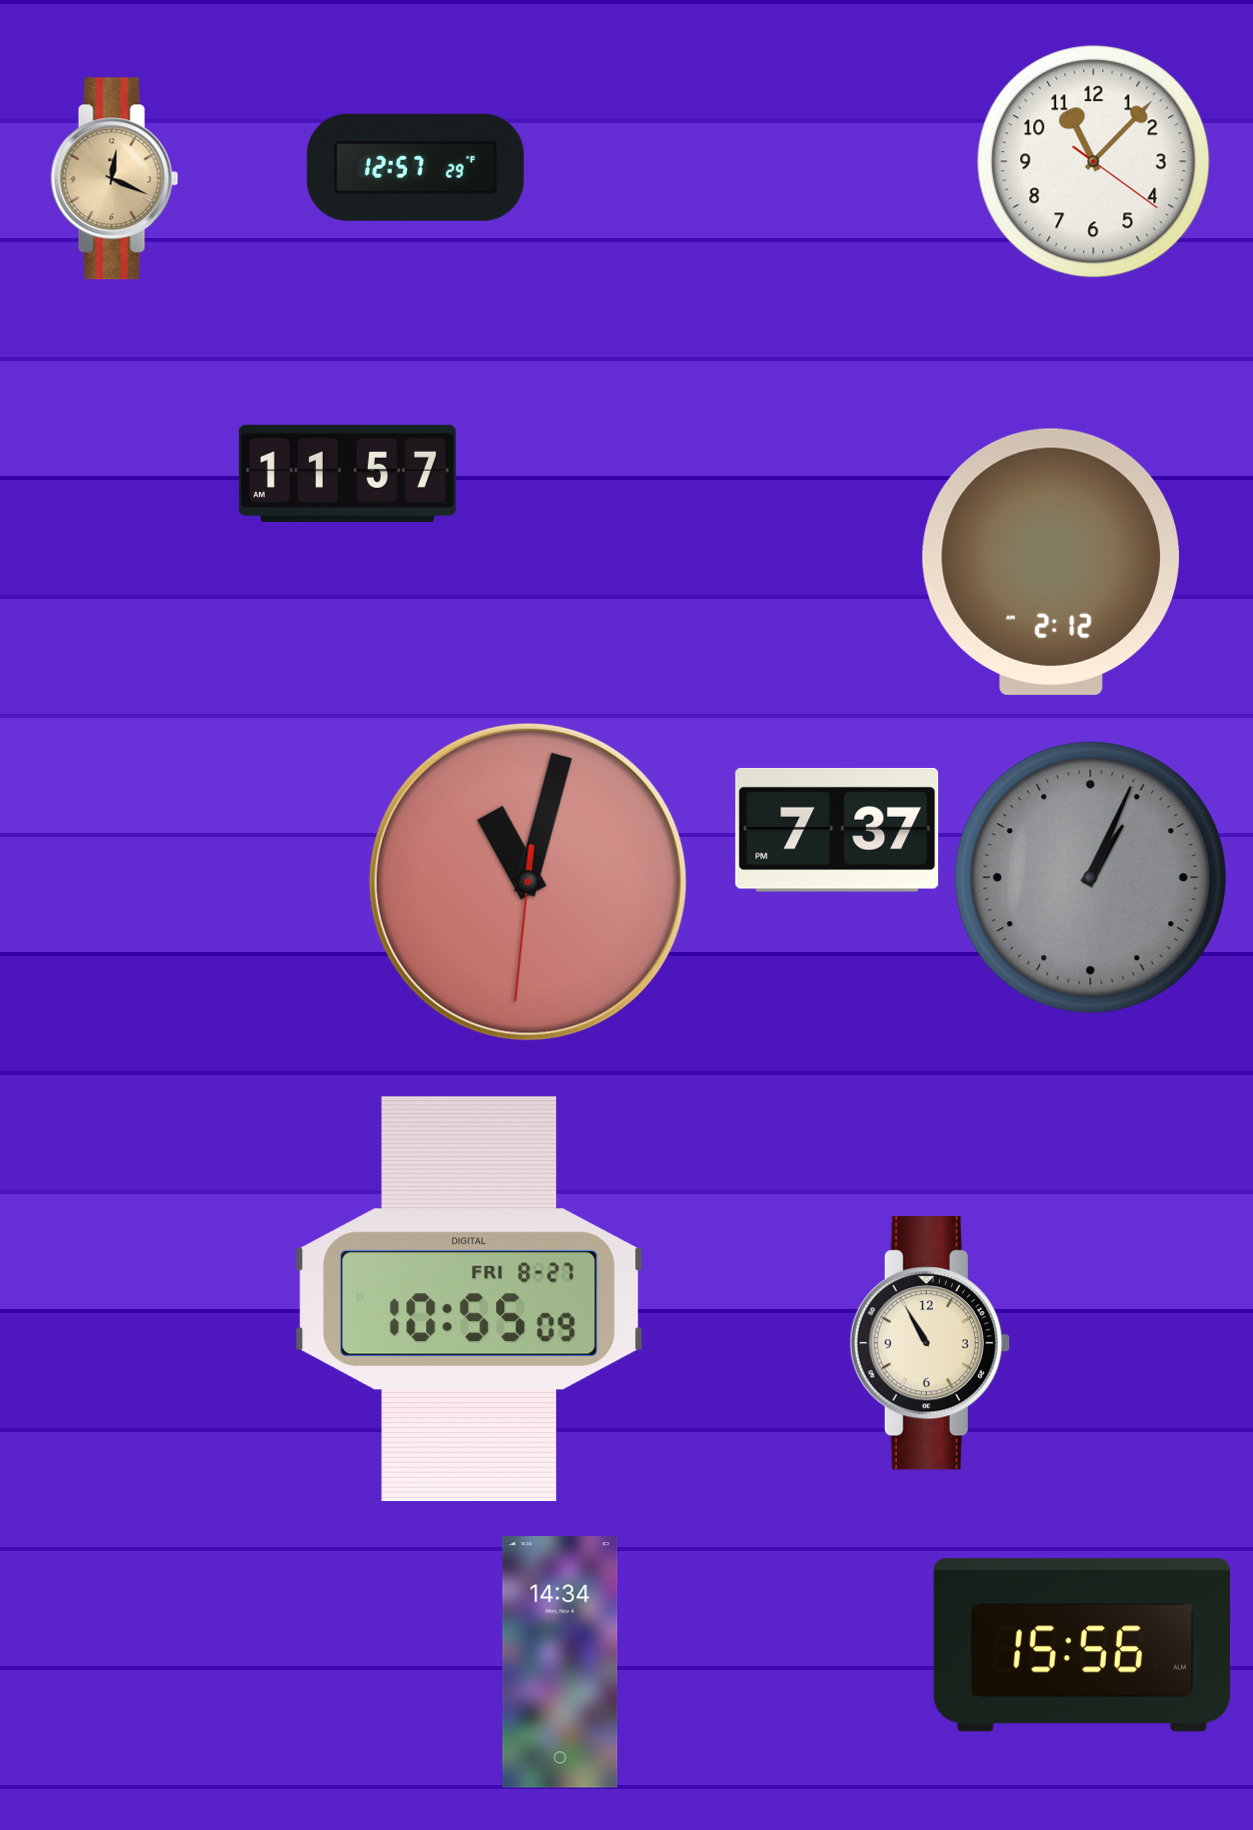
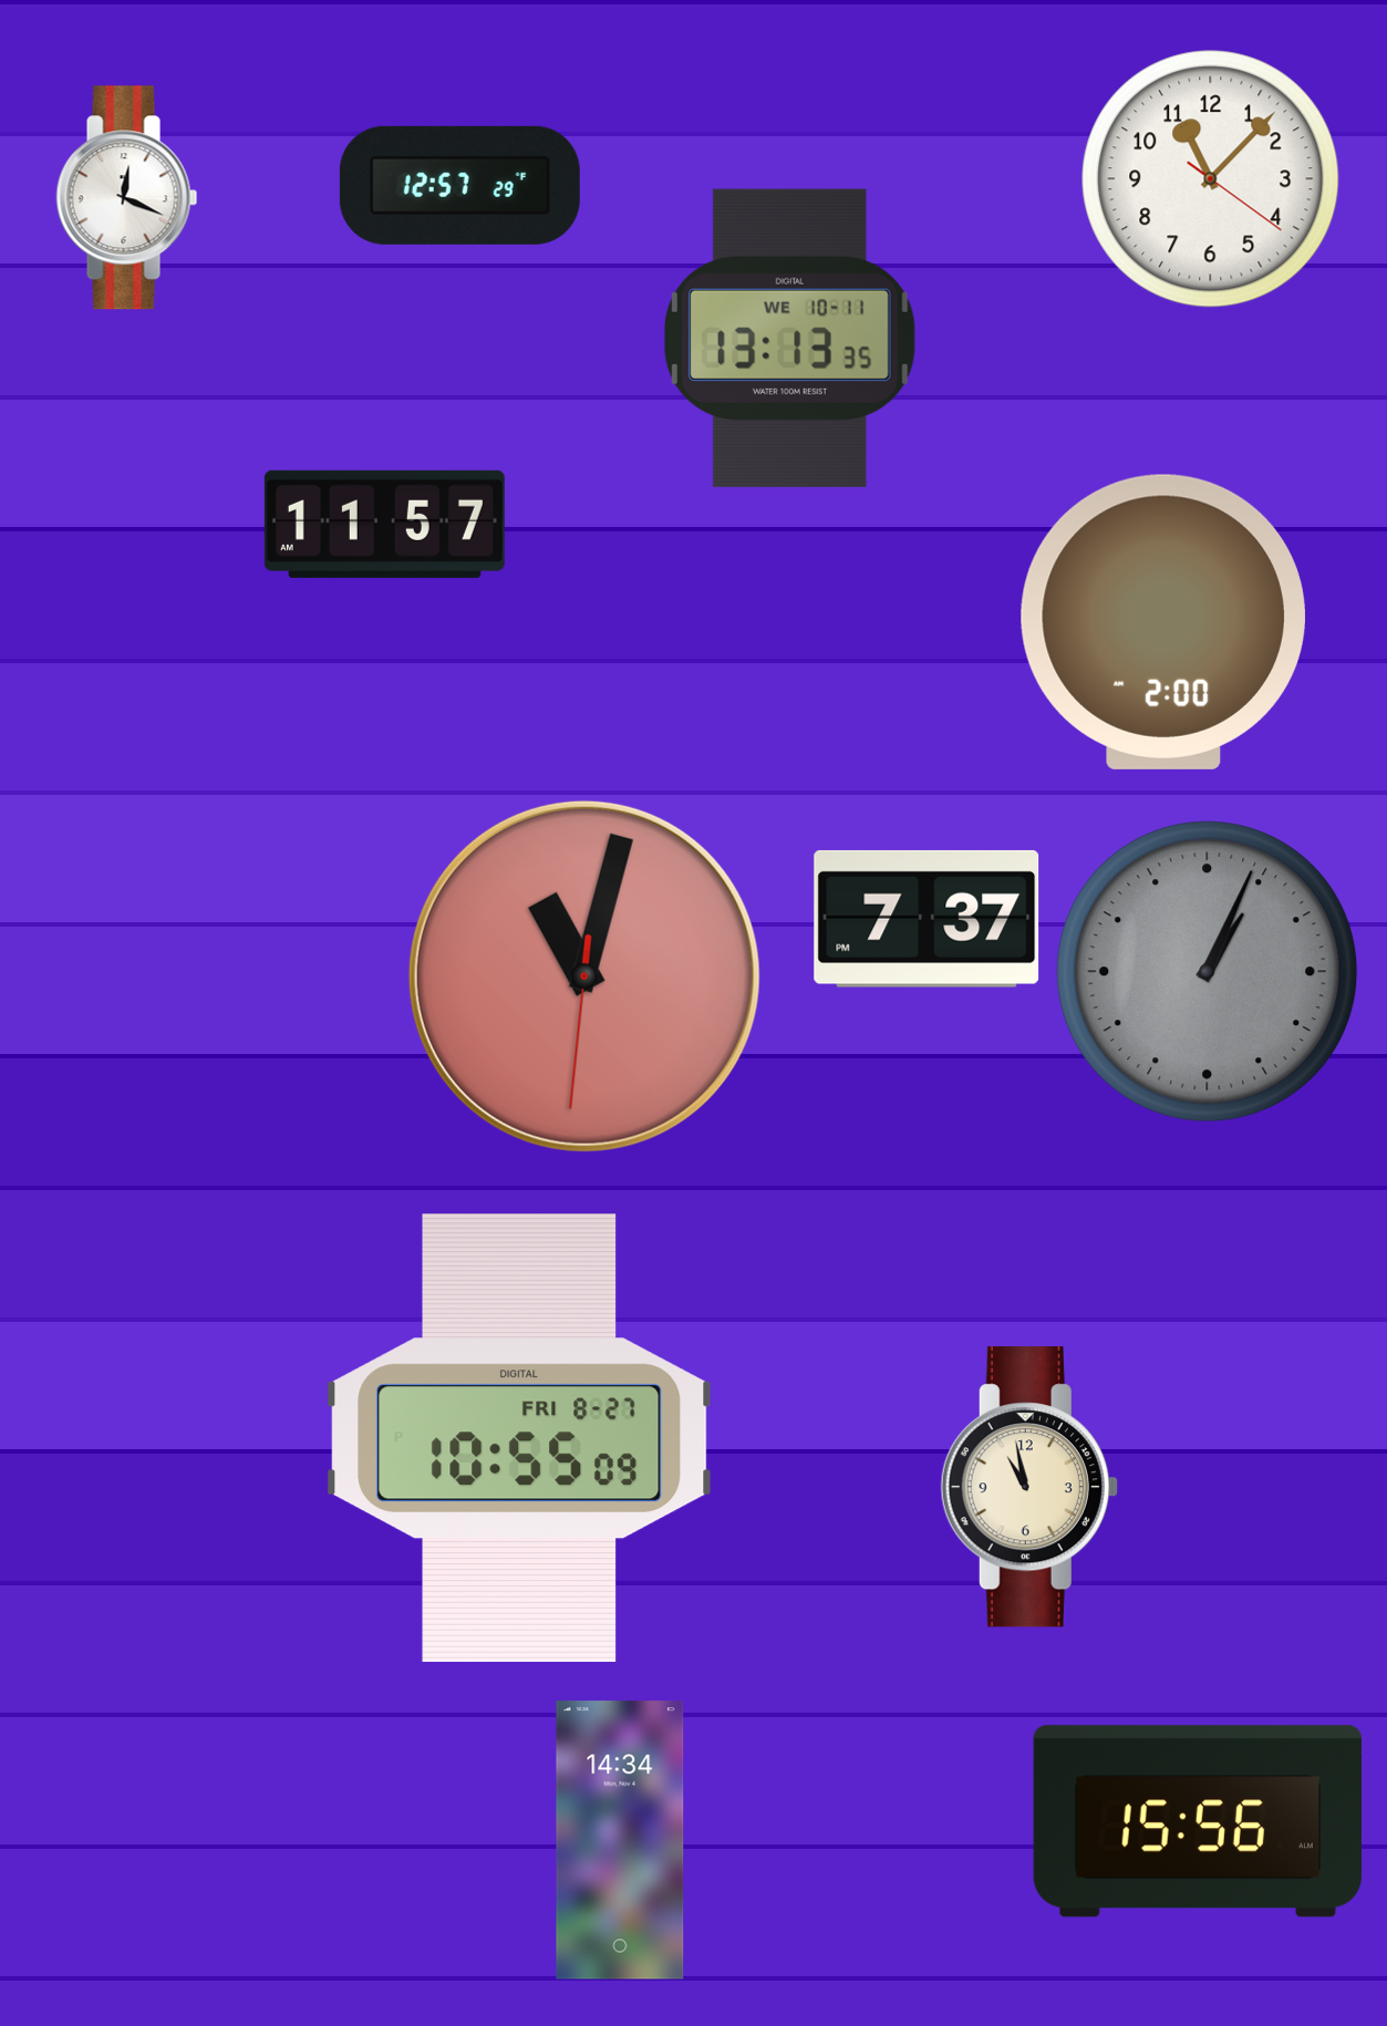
clock at (115, 179) dial: champagne -> white
clock at (789, 338): none -> 13:13
clock at (1051, 562): 2:12 -> 2:00
clock at (930, 1343): 10:55 -> 10:58
